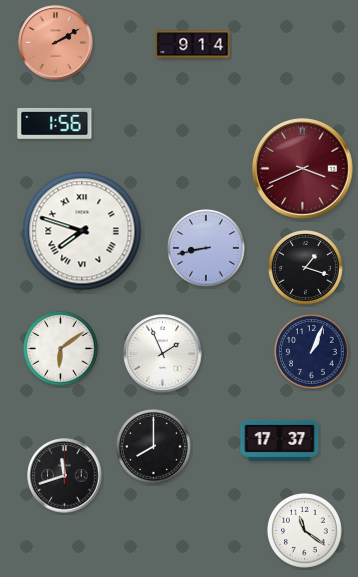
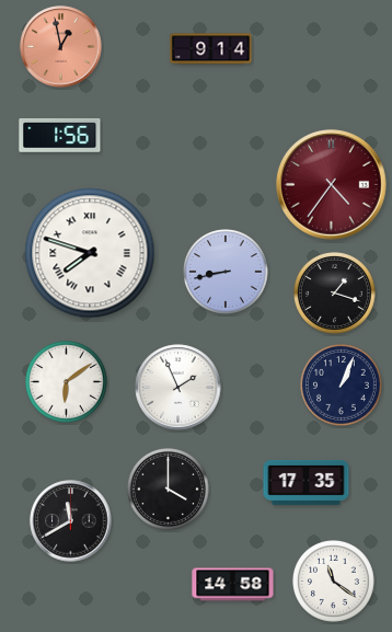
clock at (56, 43): 2:10 -> 12:58
clock at (303, 169): 3:41 -> 4:36
clock at (280, 440): 17:37 -> 17:35
clock at (154, 447): 8:00 -> 4:00
clock at (65, 476): 11:42 -> 11:40
clock at (233, 585): none -> 14:58
